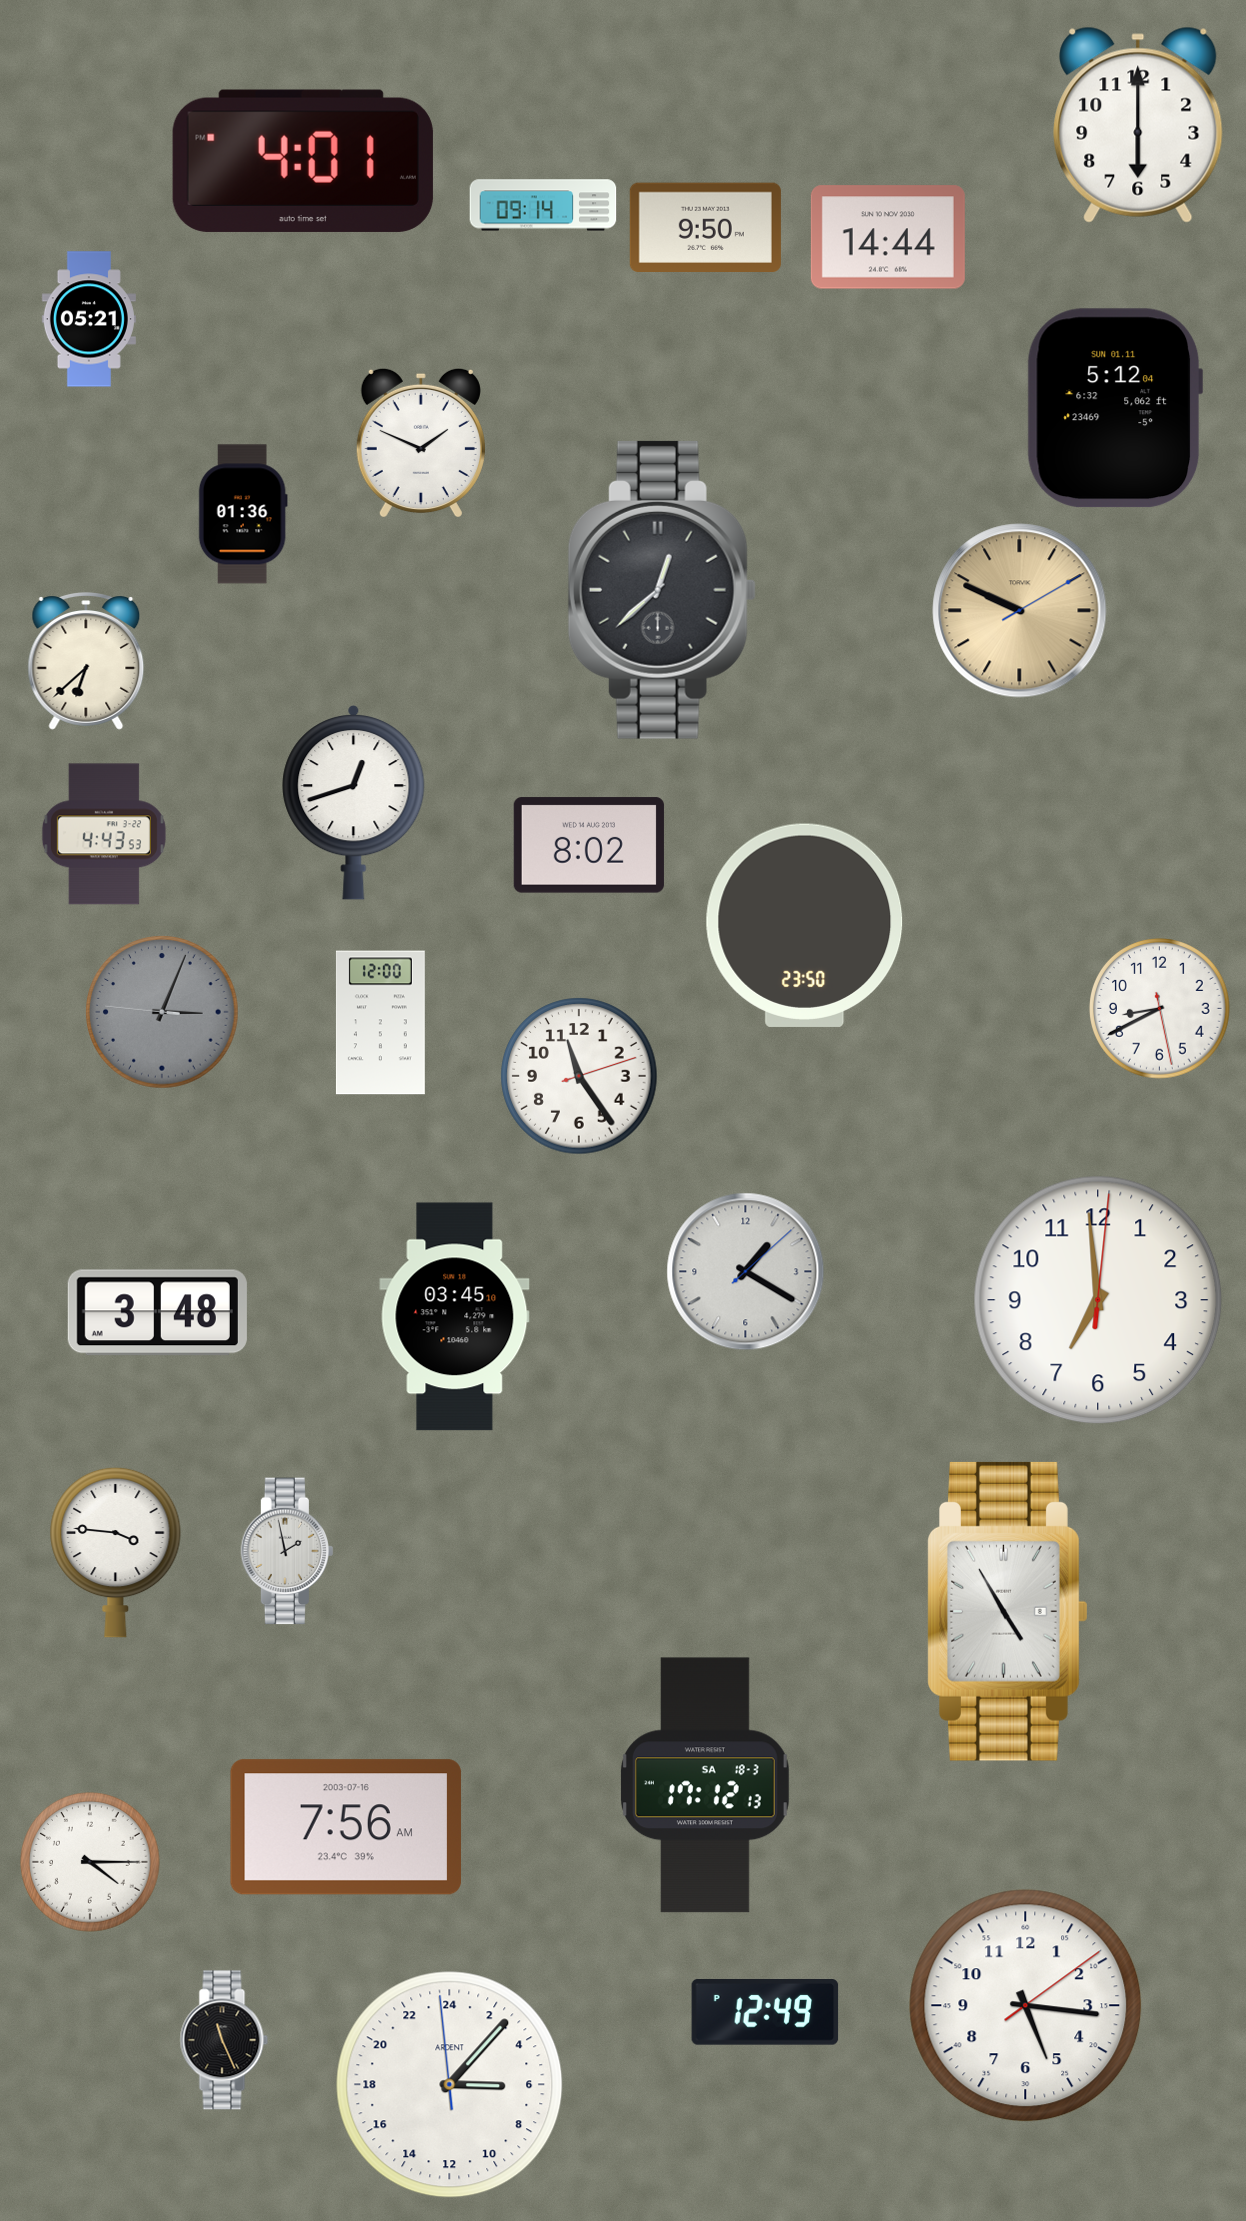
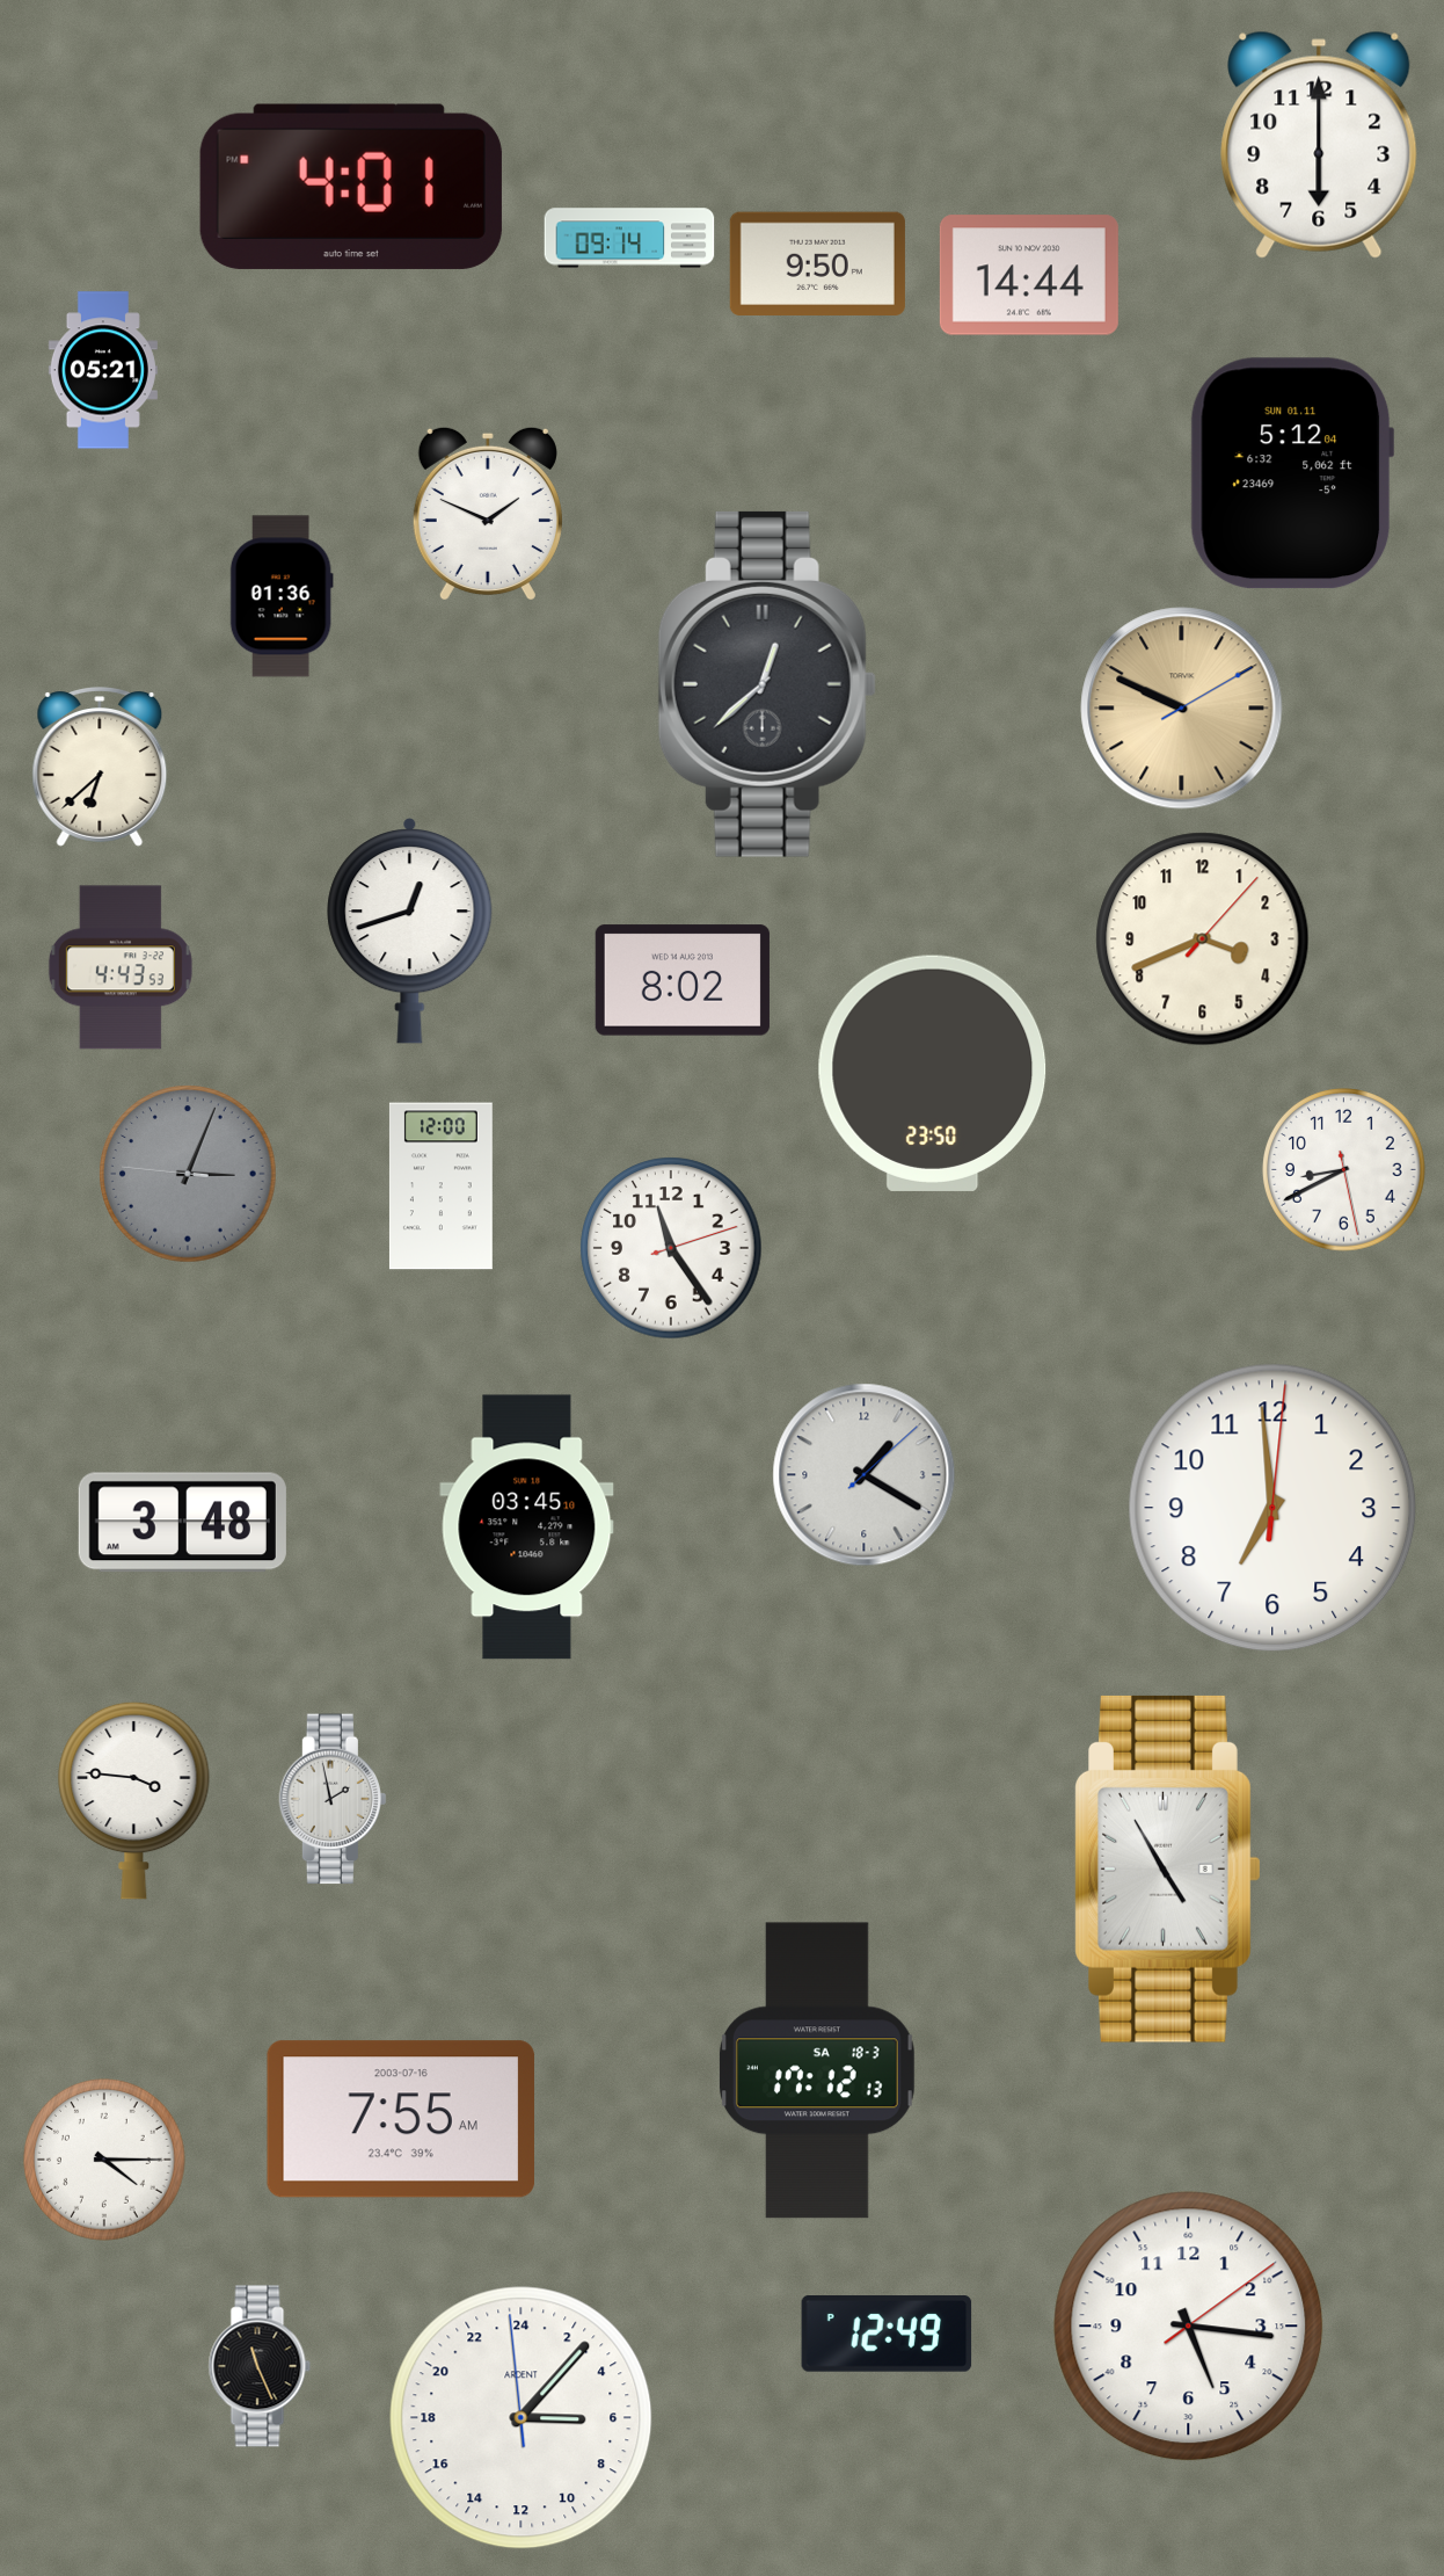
clock at (1203, 939): none -> 3:41
clock at (345, 1827): 7:56 -> 7:55
